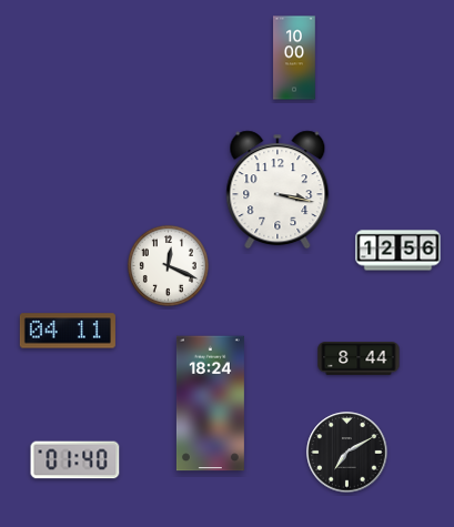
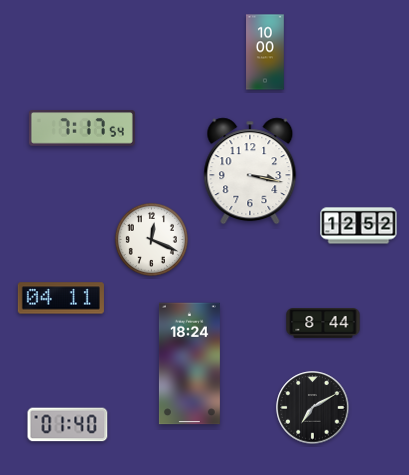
clock at (82, 128): none -> 7:17
clock at (398, 251): 12:56 -> 12:52
clock at (75, 460) position: (75, 460) -> (68, 425)
